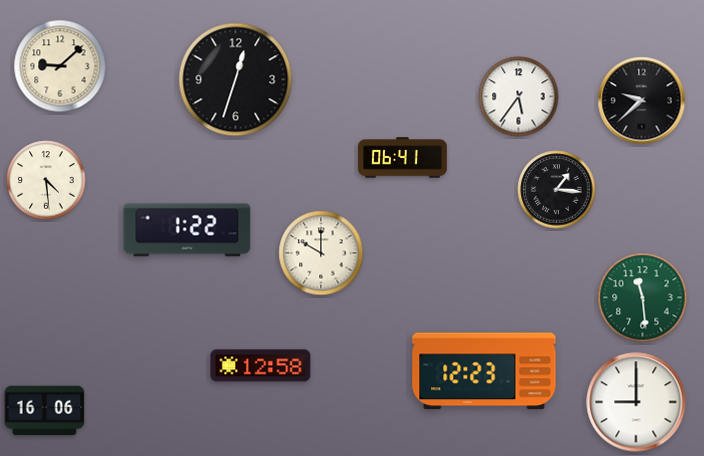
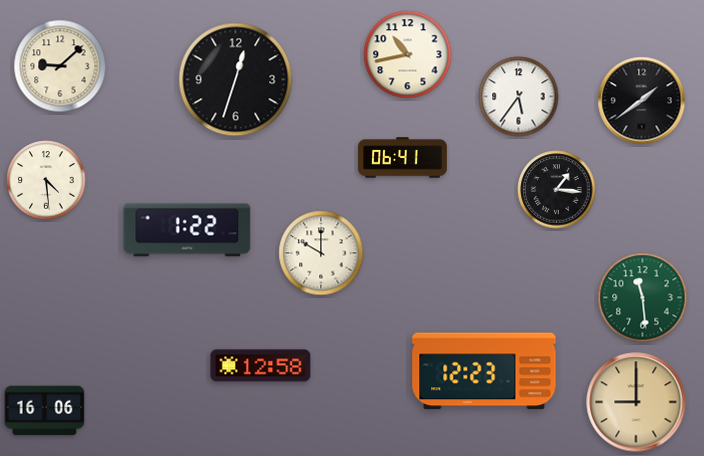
clock at (408, 55): none -> 10:43
clock at (642, 101): 9:38 -> 1:39
clock at (636, 402) dial: white -> champagne
